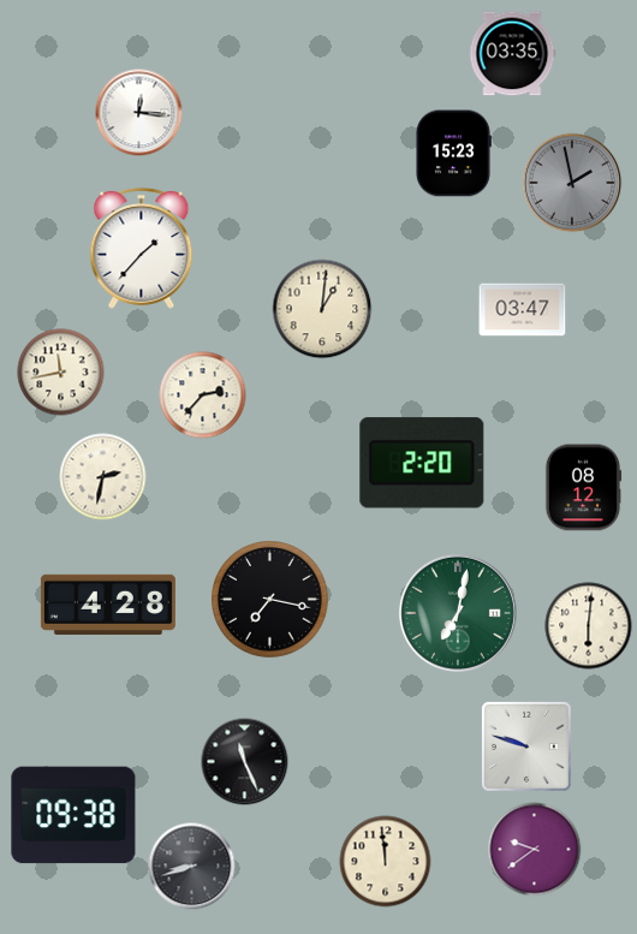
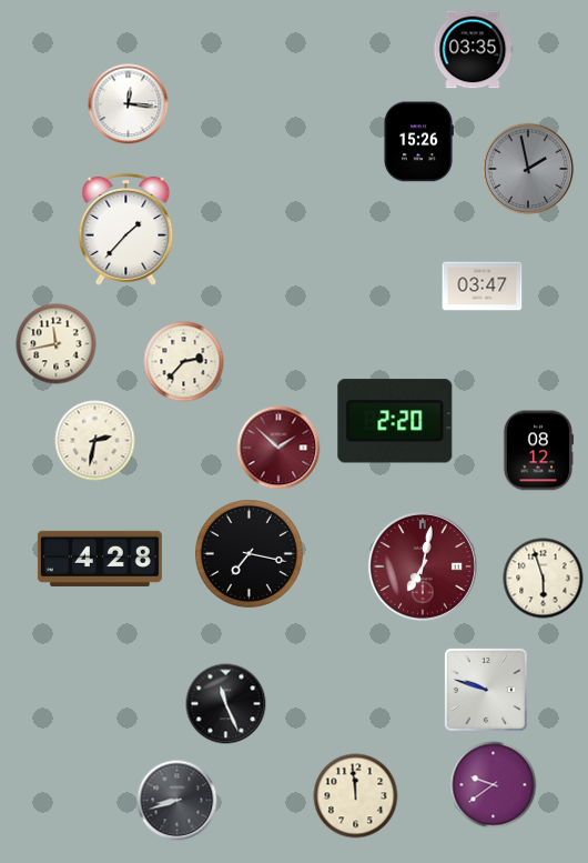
clock at (453, 154): 15:23 -> 15:26
clock at (142, 248) position: (142, 248) -> (126, 229)
clock at (322, 309): 1:01 -> none
clock at (203, 395) position: (203, 395) -> (184, 362)
clock at (422, 463) position: (422, 463) -> (395, 421)
clock at (278, 448): none -> 1:52
clock at (458, 613) dial: green -> burgundy
clock at (589, 626): 6:01 -> 5:57
clock at (73, 815): 09:38 -> none
